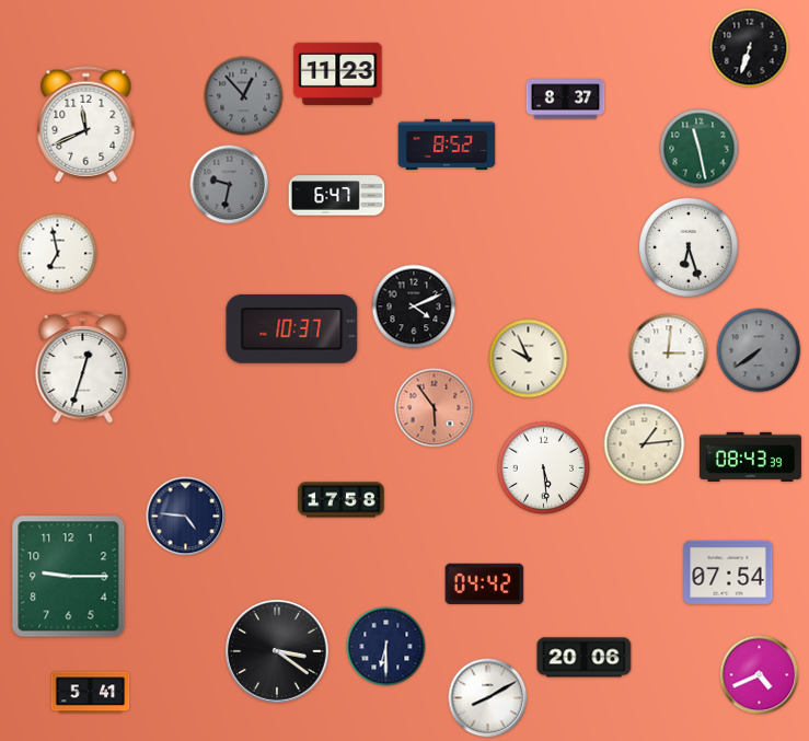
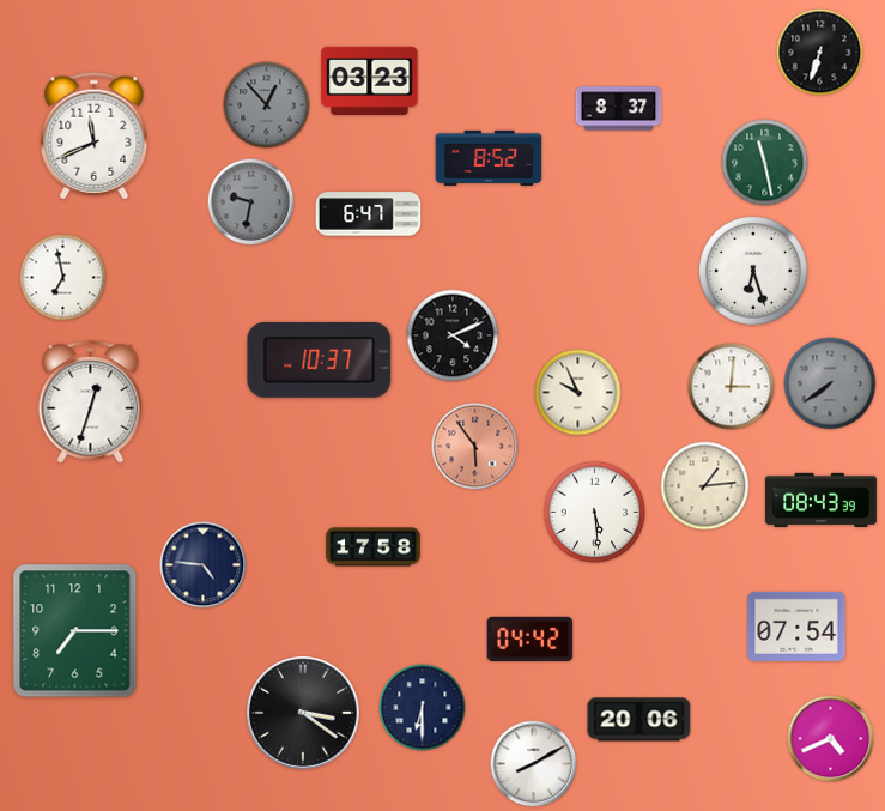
clock at (338, 73): 11:23 -> 03:23
clock at (69, 577): 9:15 -> 7:15
clock at (91, 693): 5:41 -> none
